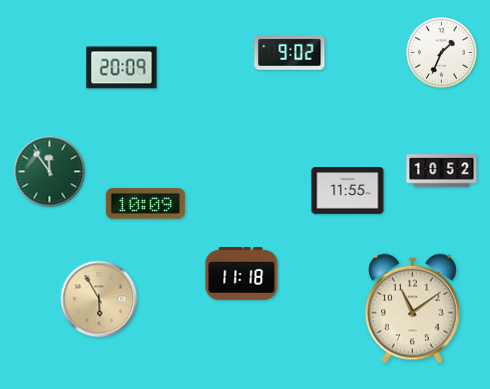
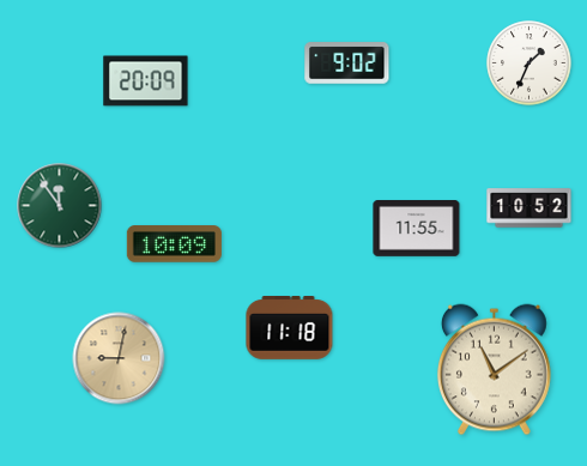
clock at (442, 171) position: (442, 171) -> (529, 208)
clock at (99, 299): 5:55 -> 9:02
